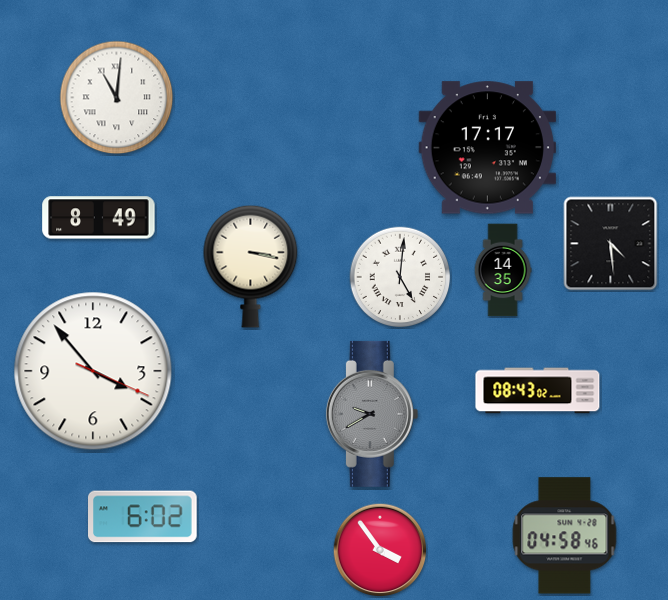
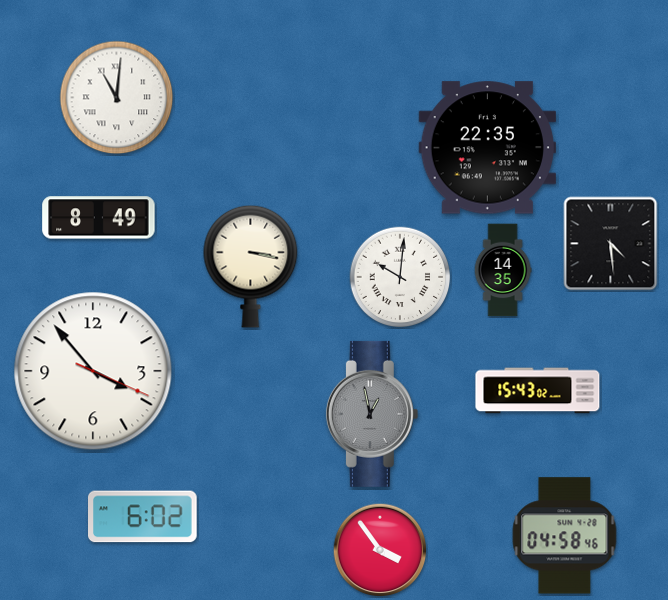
clock at (487, 148): 17:17 -> 22:35
clock at (400, 277): 5:01 -> 10:01
clock at (538, 391): 08:43 -> 15:43
clock at (372, 414): 9:40 -> 12:58
